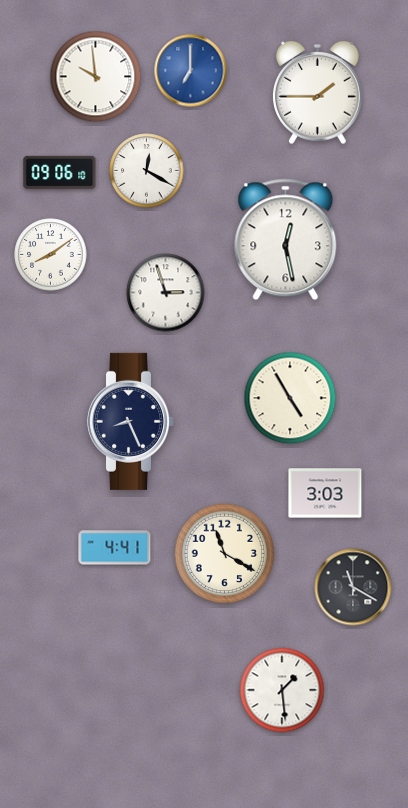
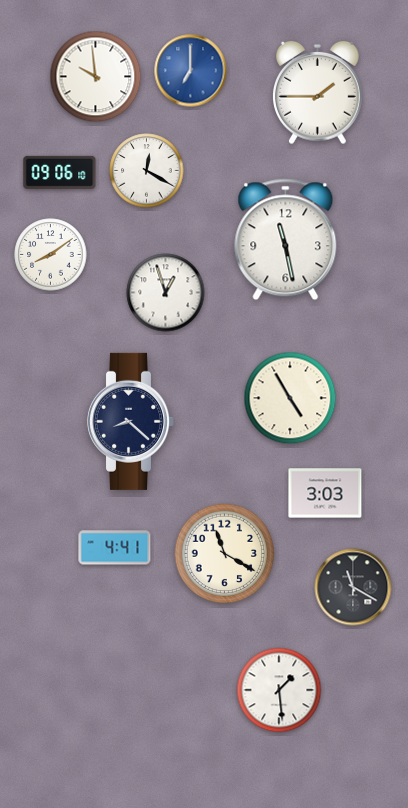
clock at (286, 240): 12:28 -> 11:28
clock at (166, 293): 2:57 -> 12:57
clock at (130, 421): 8:26 -> 8:22
clock at (282, 690) position: (282, 690) -> (279, 690)
